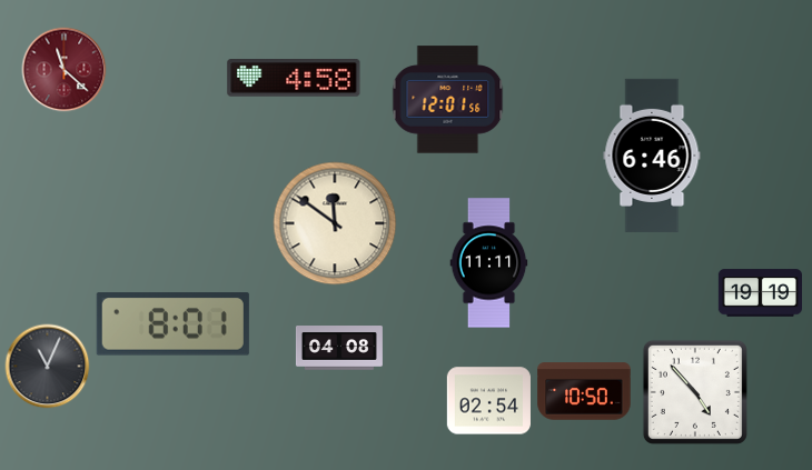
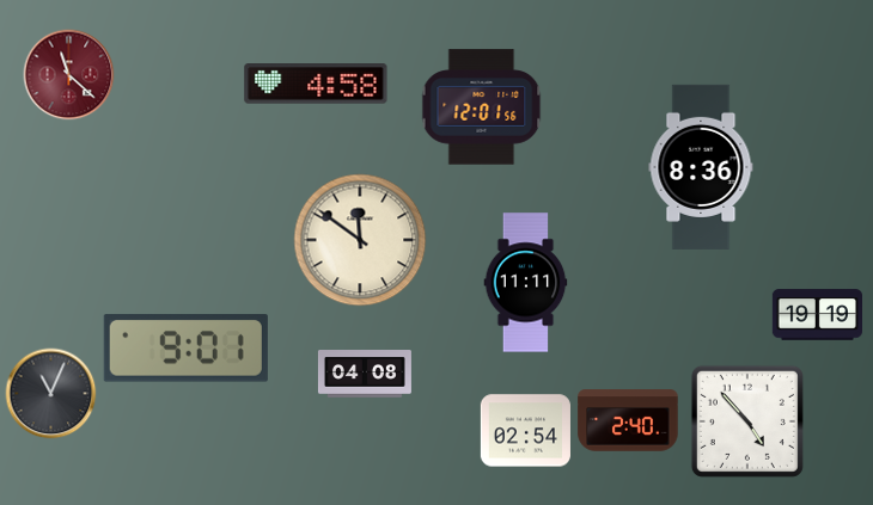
clock at (652, 156): 6:46 -> 8:36
clock at (172, 324): 8:01 -> 9:01
clock at (584, 391): 10:50 -> 2:40
